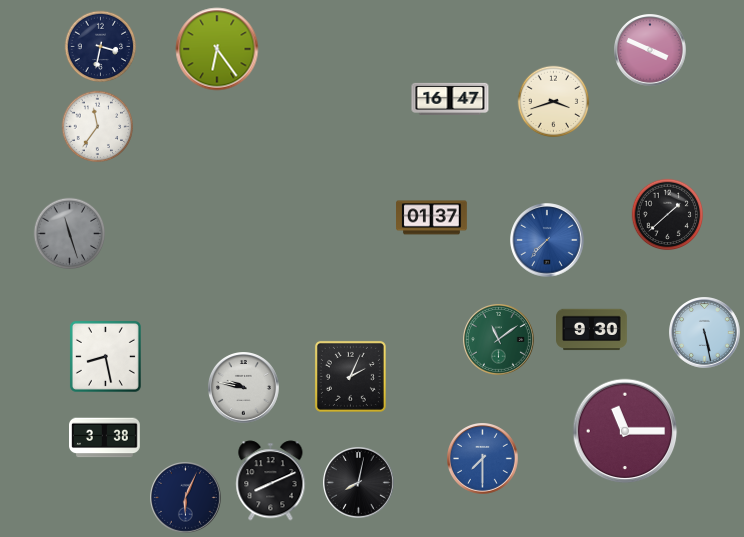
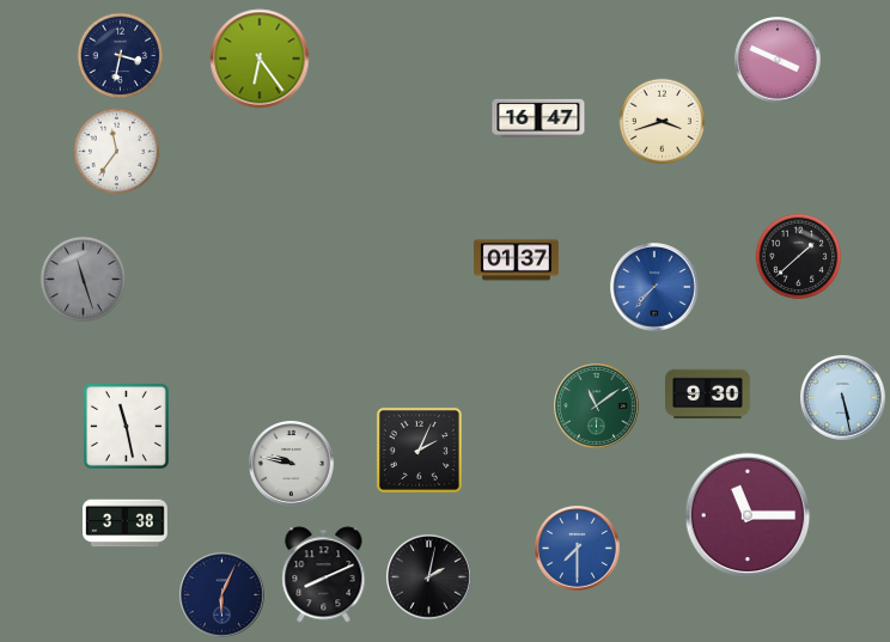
clock at (105, 356): 8:28 -> 11:28
clock at (359, 483): 8:02 -> 2:02
